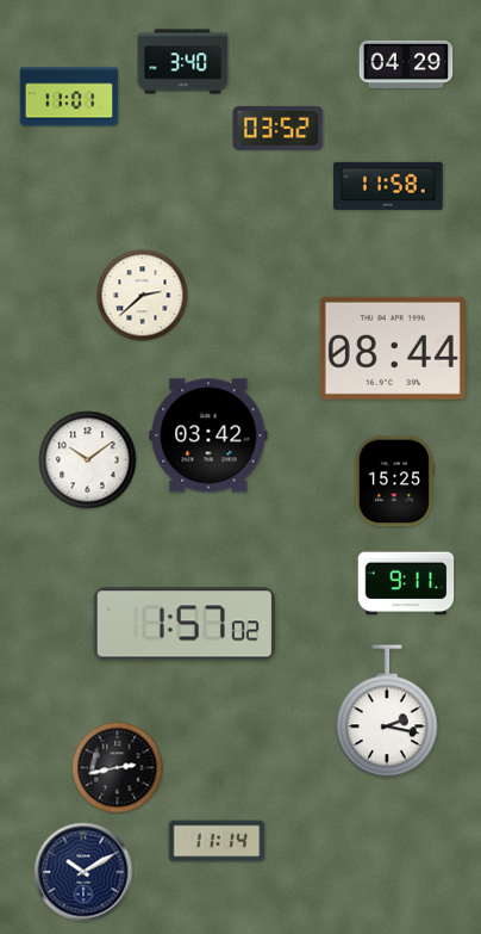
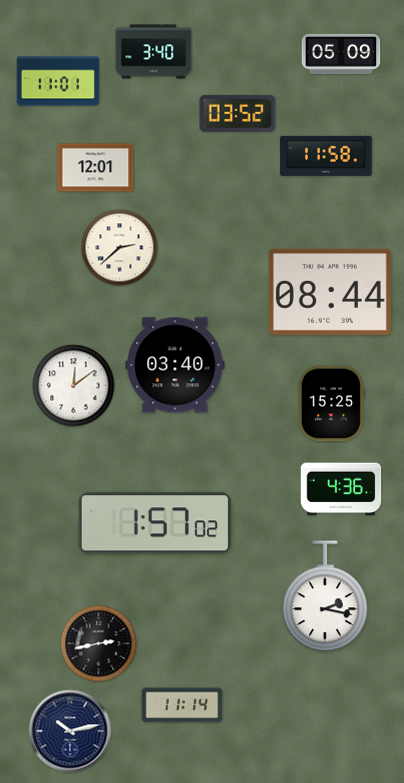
clock at (406, 64): 04:29 -> 05:09
clock at (279, 128) position: (279, 128) -> (238, 113)
clock at (96, 168): none -> 12:01
clock at (208, 435): 03:42 -> 03:40
clock at (88, 460): 10:09 -> 12:09
clock at (406, 583): 9:11 -> 4:36
clock at (83, 872): 10:10 -> 10:13
